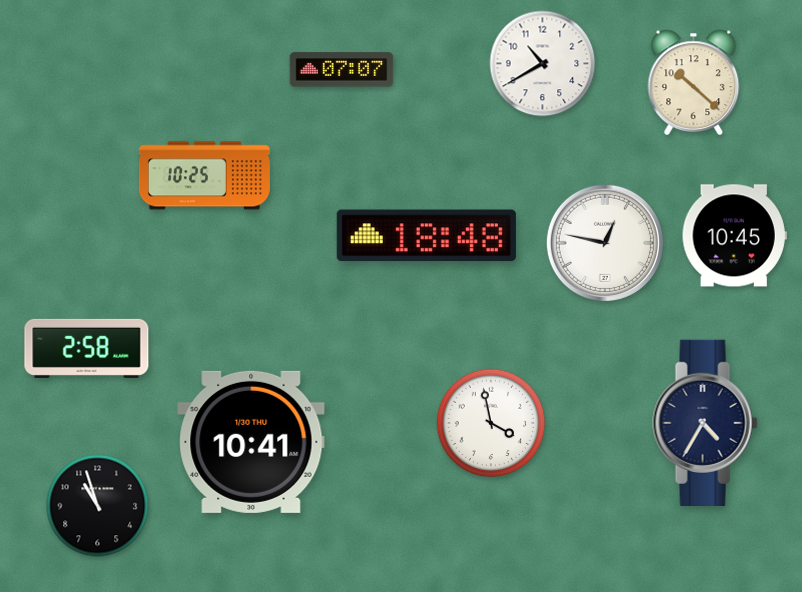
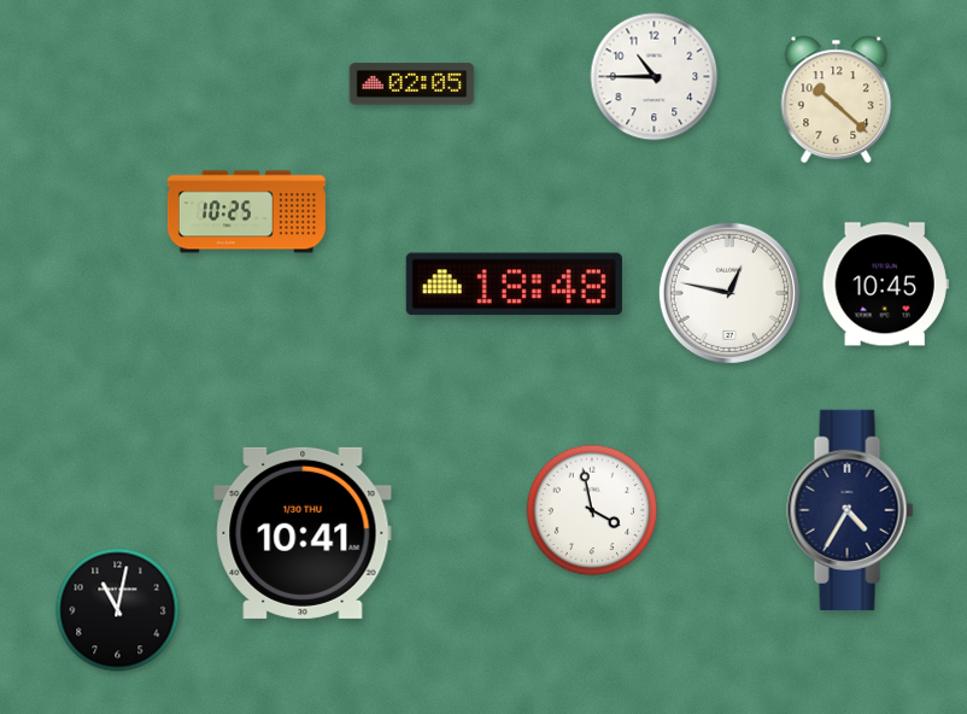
clock at (543, 64): 10:40 -> 10:45
clock at (342, 70): 07:07 -> 02:05
clock at (87, 348): 2:58 -> none
clock at (98, 506): 10:57 -> 11:02
